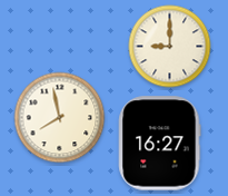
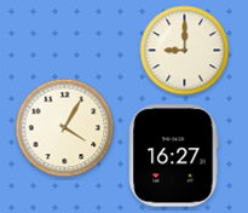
clock at (60, 118): 7:58 -> 4:05
